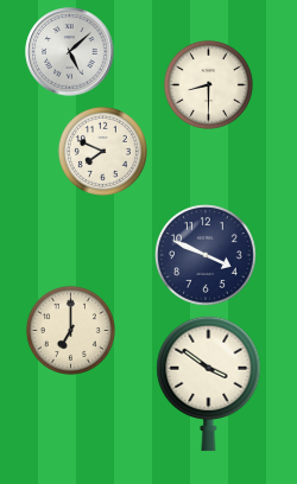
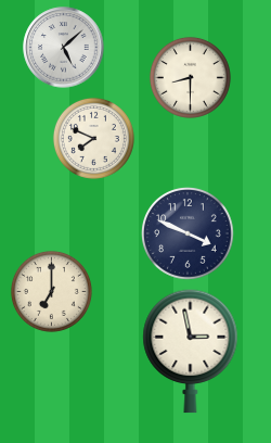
clock at (70, 330) position: (70, 330) -> (51, 291)
clock at (209, 384): 3:51 -> 2:58
